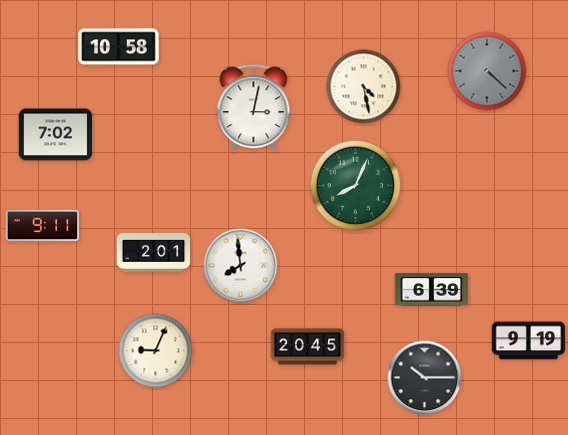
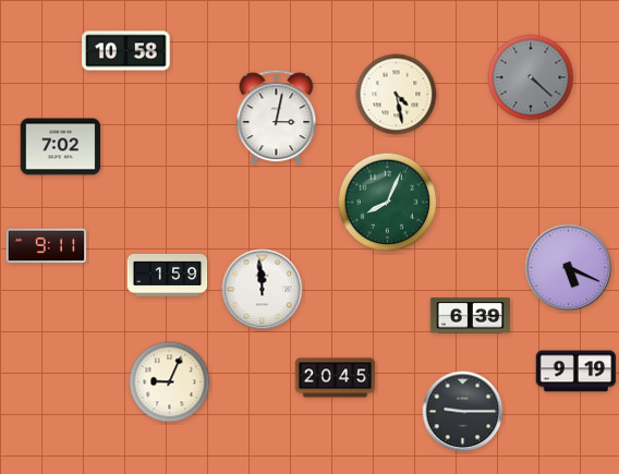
clock at (119, 47) position: (119, 47) -> (126, 51)
clock at (569, 268): none -> 5:19
clock at (154, 252): 2:01 -> 1:59
clock at (241, 266): 7:59 -> 11:59
clock at (425, 378): 10:15 -> 9:15
